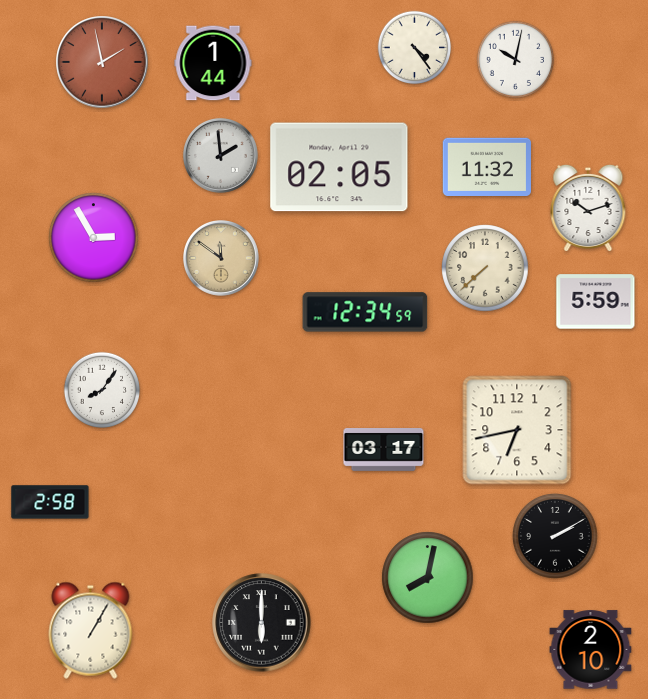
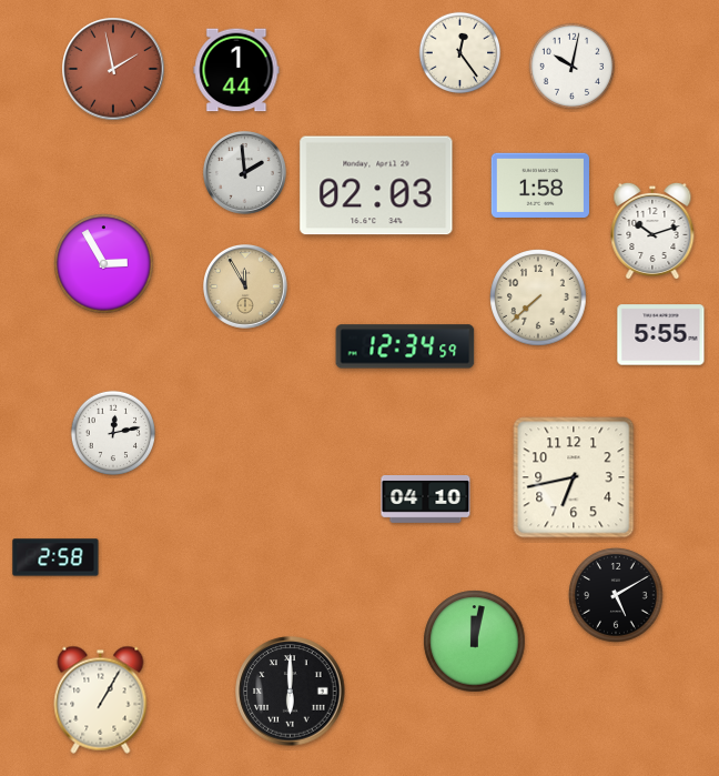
clock at (415, 48): 4:24 -> 12:24
clock at (486, 166): 11:32 -> 1:58
clock at (339, 167): 02:05 -> 02:03
clock at (222, 259): 11:51 -> 11:55
clock at (596, 302): 5:59 -> 5:55
clock at (101, 389): 8:06 -> 12:13
clock at (384, 450): 03:17 -> 04:10
clock at (556, 537): 2:10 -> 5:10
clock at (428, 578): 8:02 -> 12:02
clock at (591, 650): 2:10 -> none
